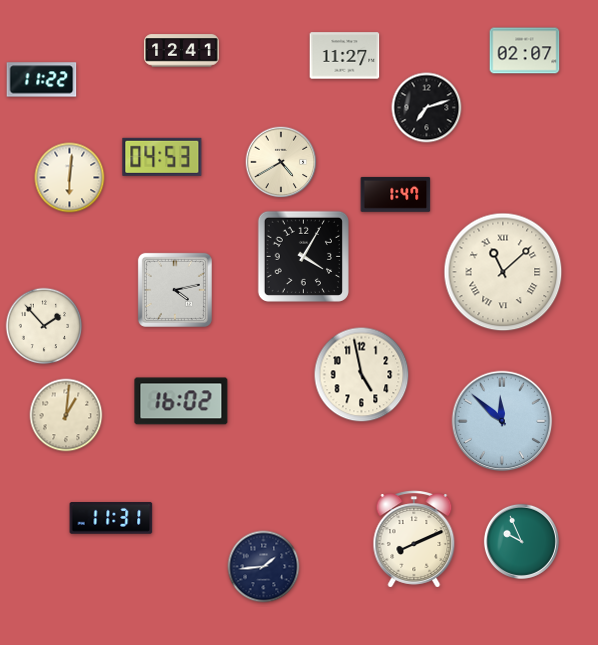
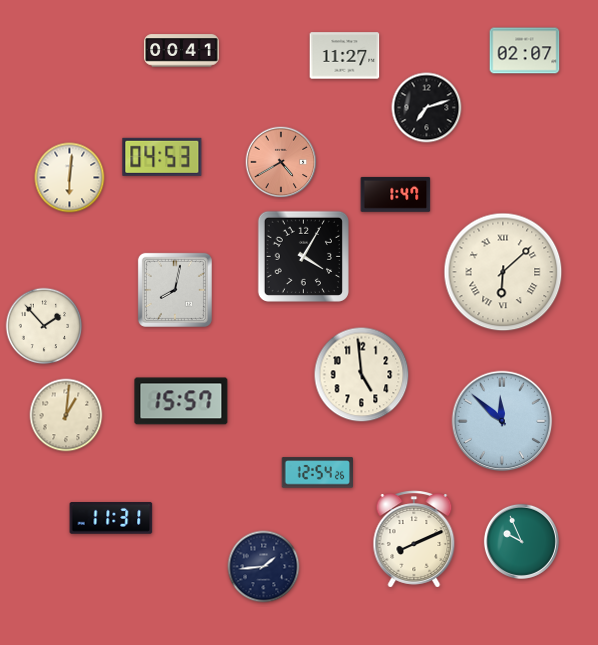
clock at (182, 51): 12:41 -> 00:41
clock at (42, 80): 11:22 -> none
clock at (281, 162) dial: cream -> salmon
clock at (503, 272): 11:08 -> 6:08
clock at (175, 290): 4:13 -> 8:02
clock at (362, 375): 4:58 -> 4:59
clock at (181, 401): 16:02 -> 15:57
clock at (317, 473): none -> 12:54
